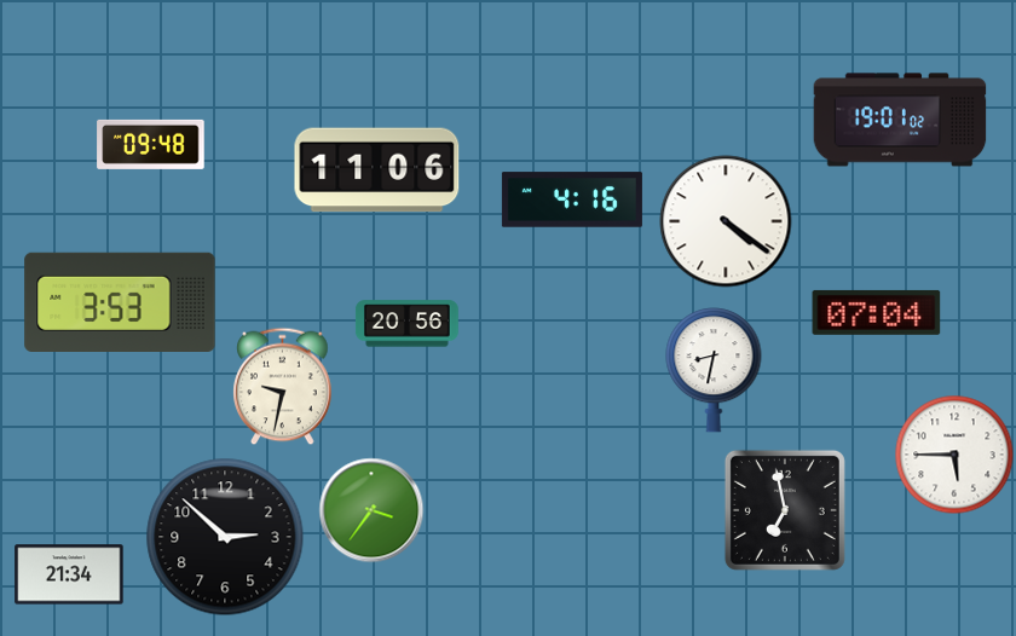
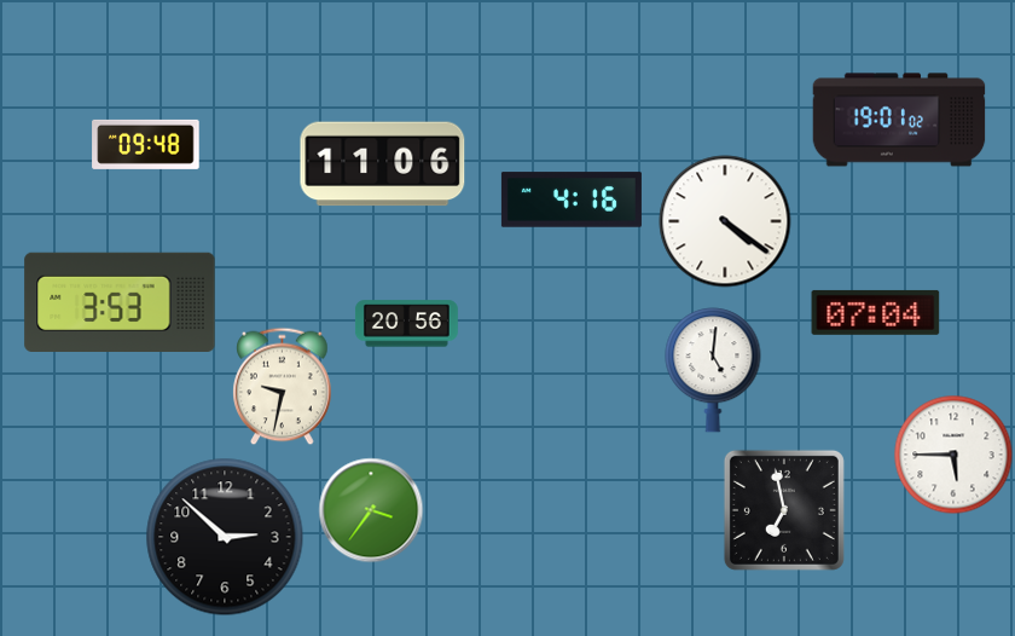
clock at (151, 144) position: (151, 144) -> (146, 144)
clock at (377, 170) position: (377, 170) -> (383, 164)
clock at (714, 370): 8:32 -> 5:01
clock at (69, 574): 21:34 -> none
